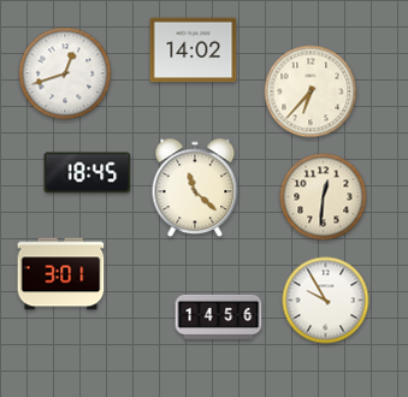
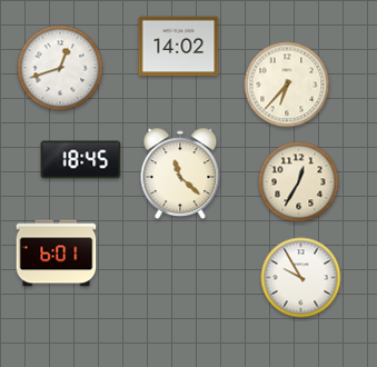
clock at (324, 197): 12:31 -> 12:35
clock at (61, 274): 3:01 -> 6:01
clock at (219, 316): 14:56 -> none
